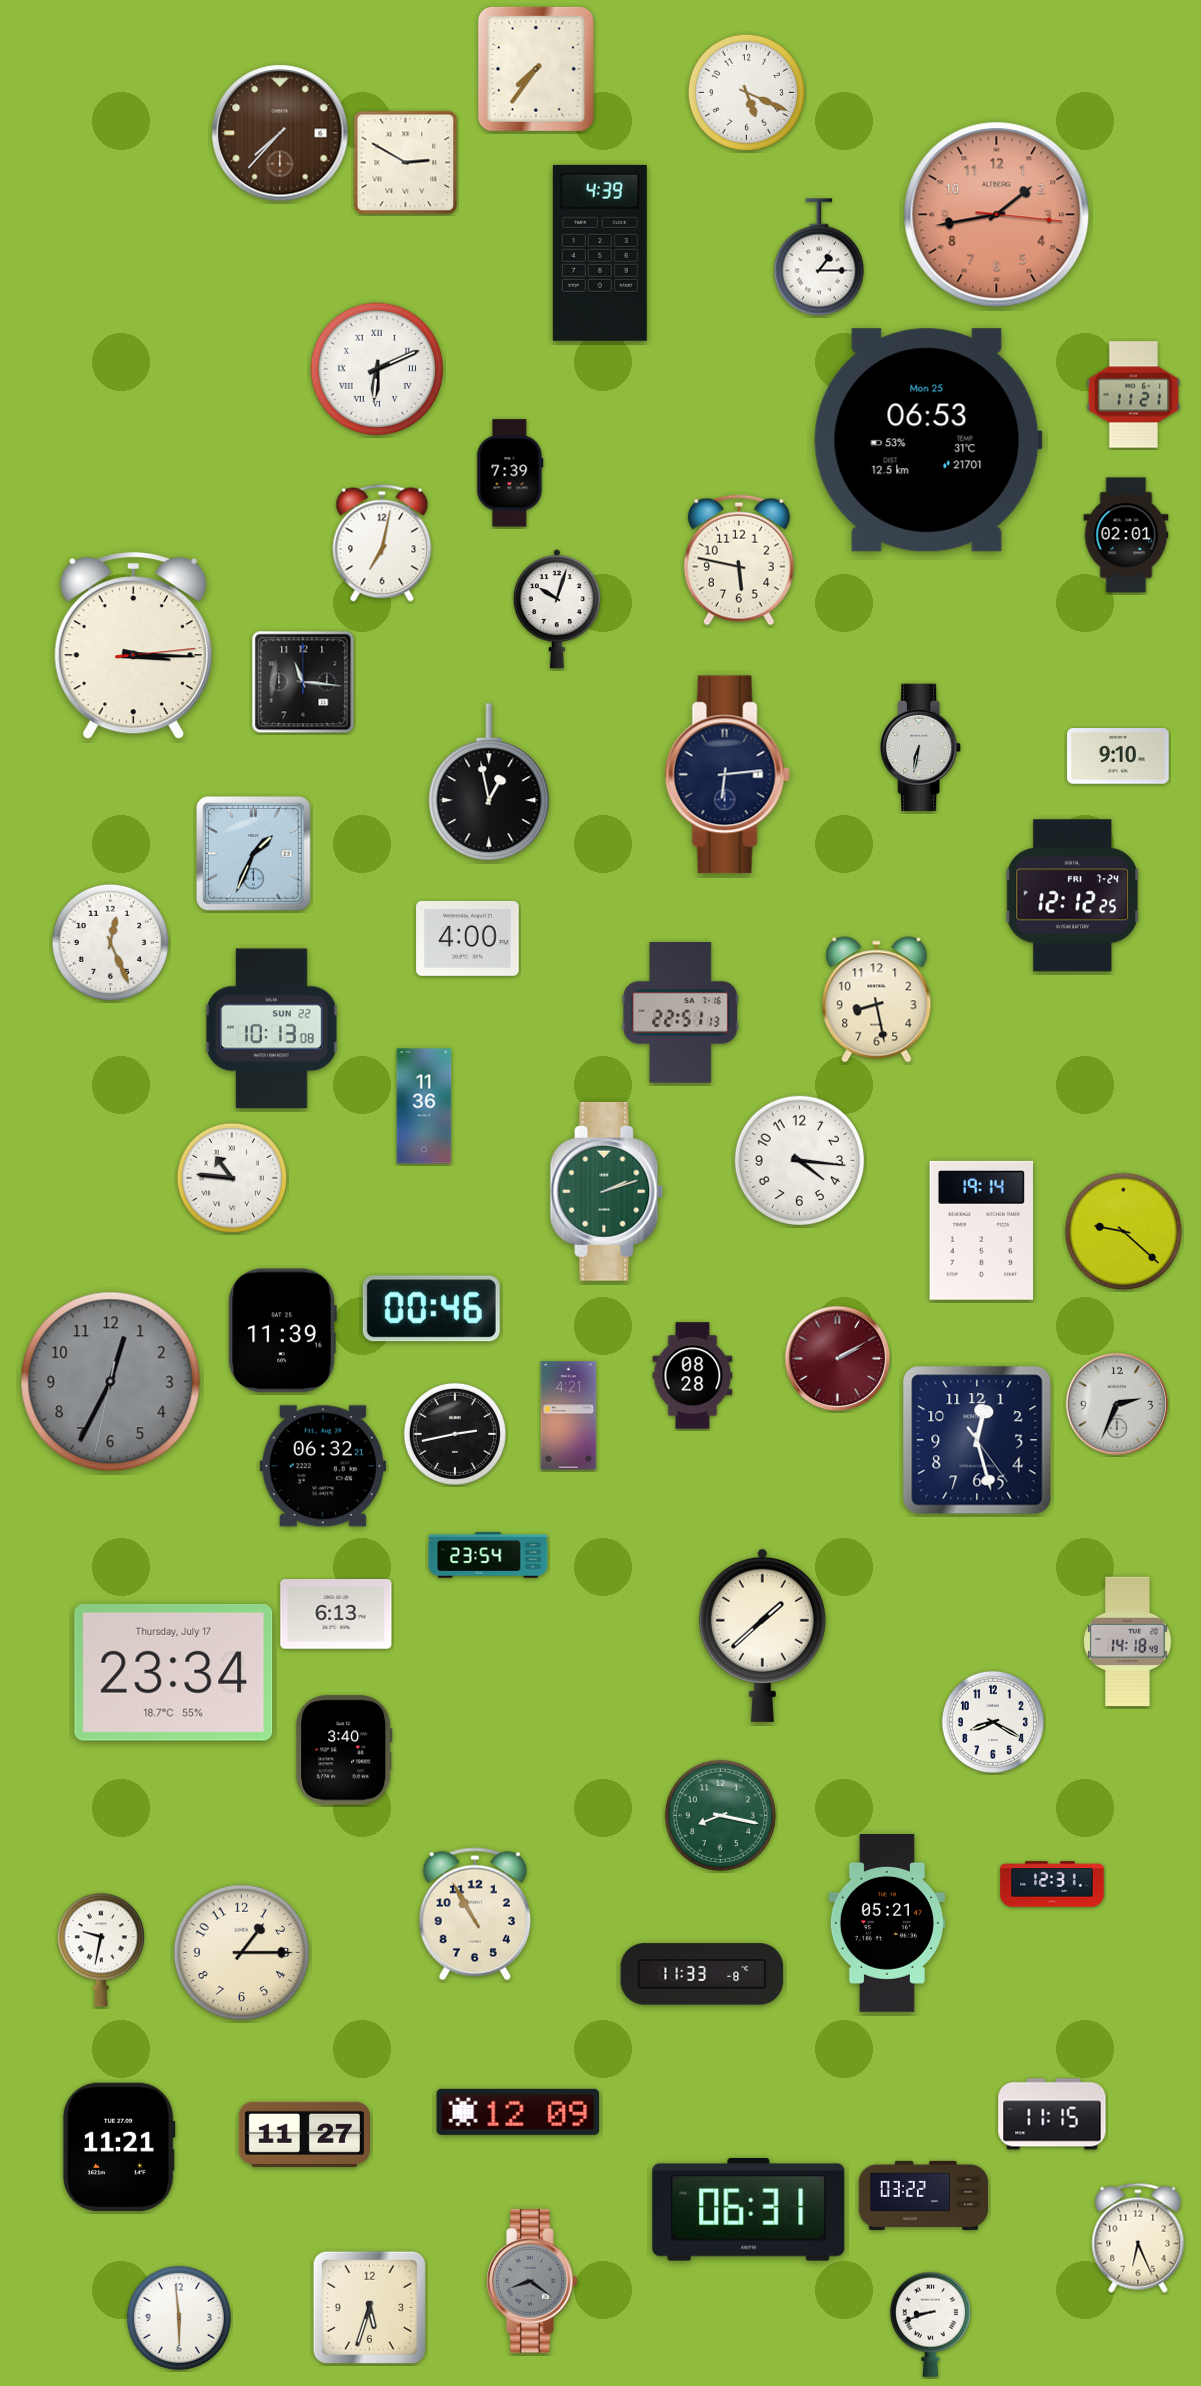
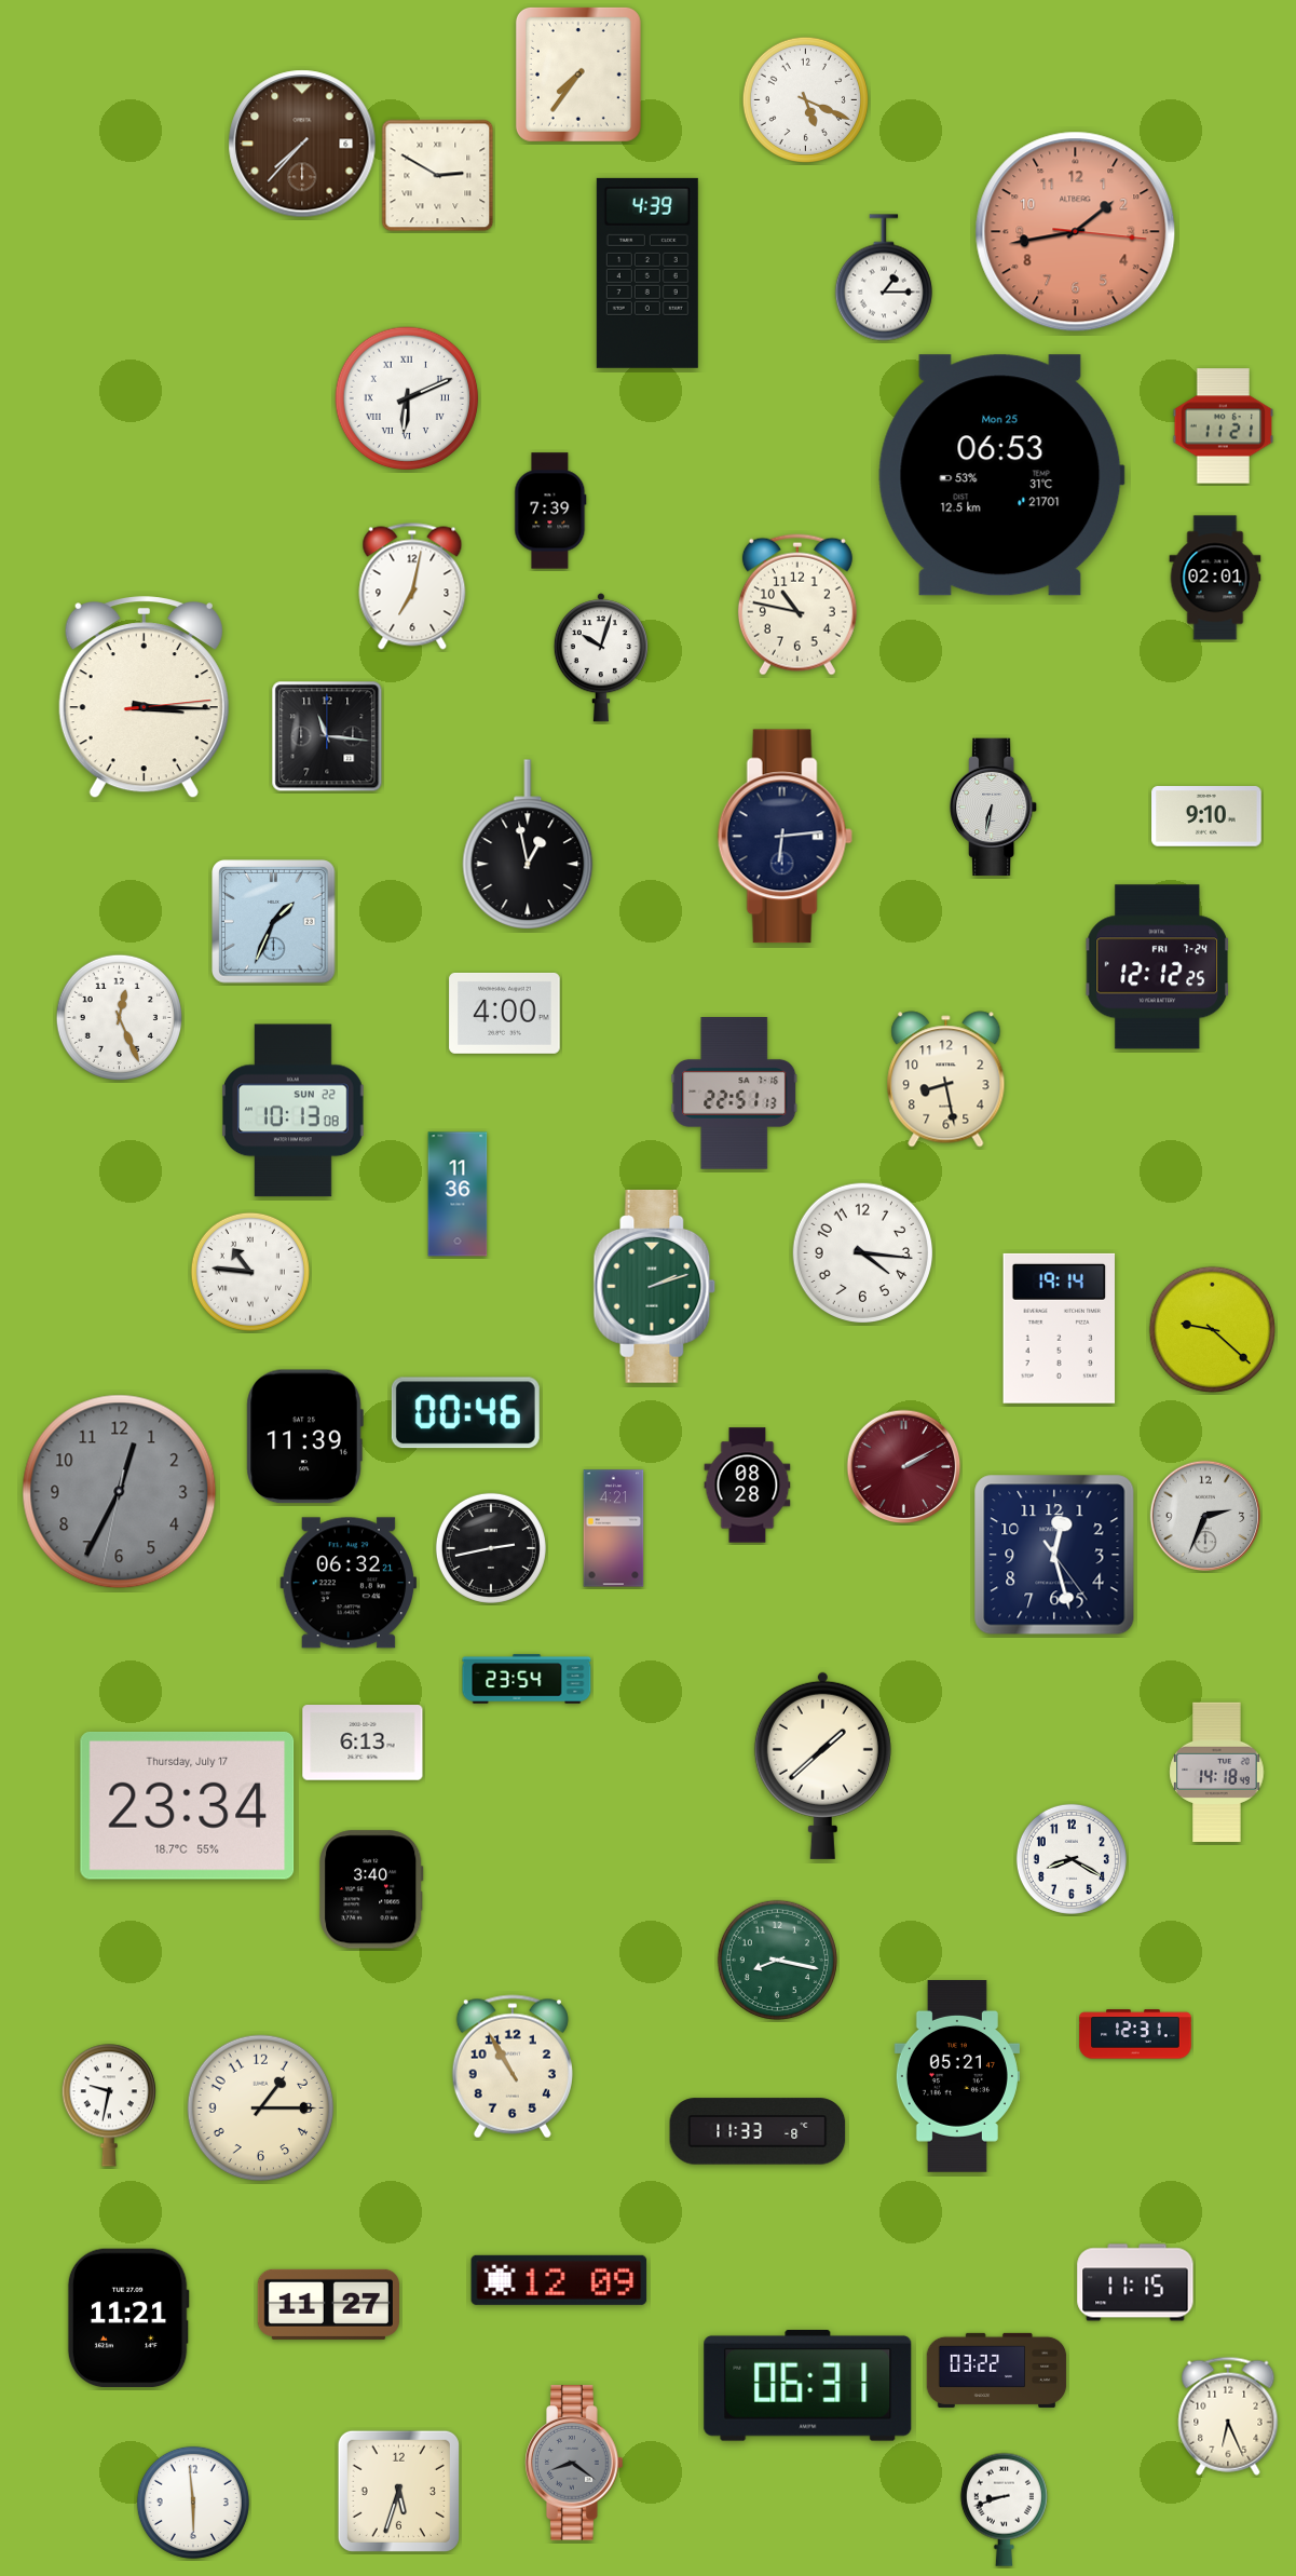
clock at (739, 560): 5:47 -> 10:47
